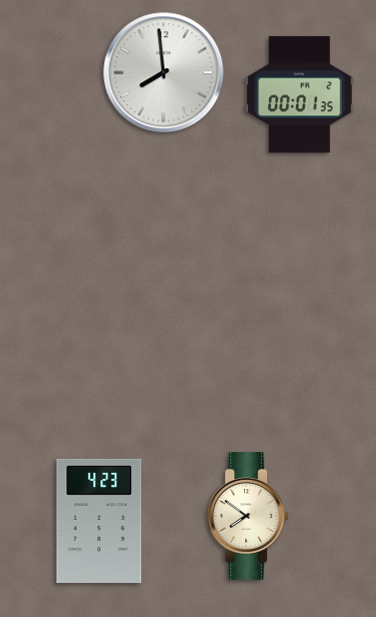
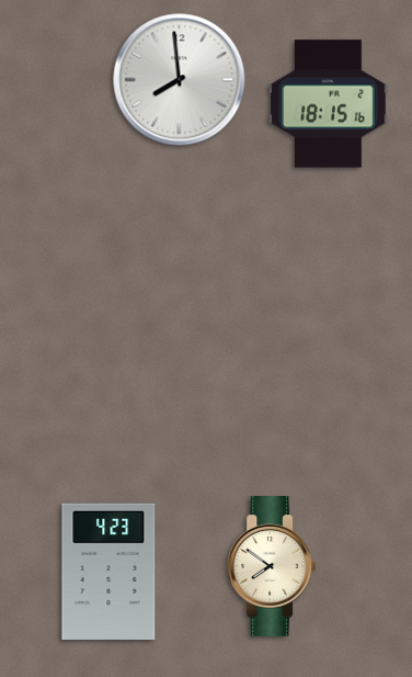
clock at (300, 95): 00:01 -> 18:15
